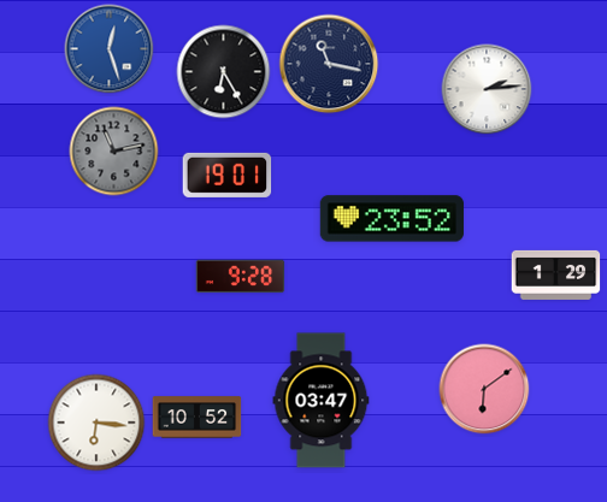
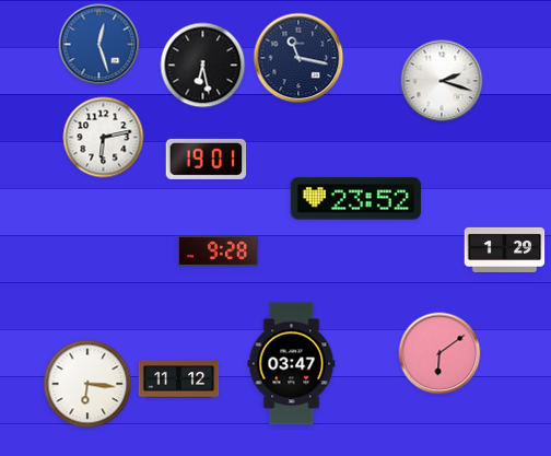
clock at (224, 72): 6:25 -> 6:28
clock at (487, 89): 2:14 -> 2:18
clock at (114, 152): 11:13 -> 6:13
clock at (114, 152) dial: grey -> white
clock at (198, 418): 10:52 -> 11:12
